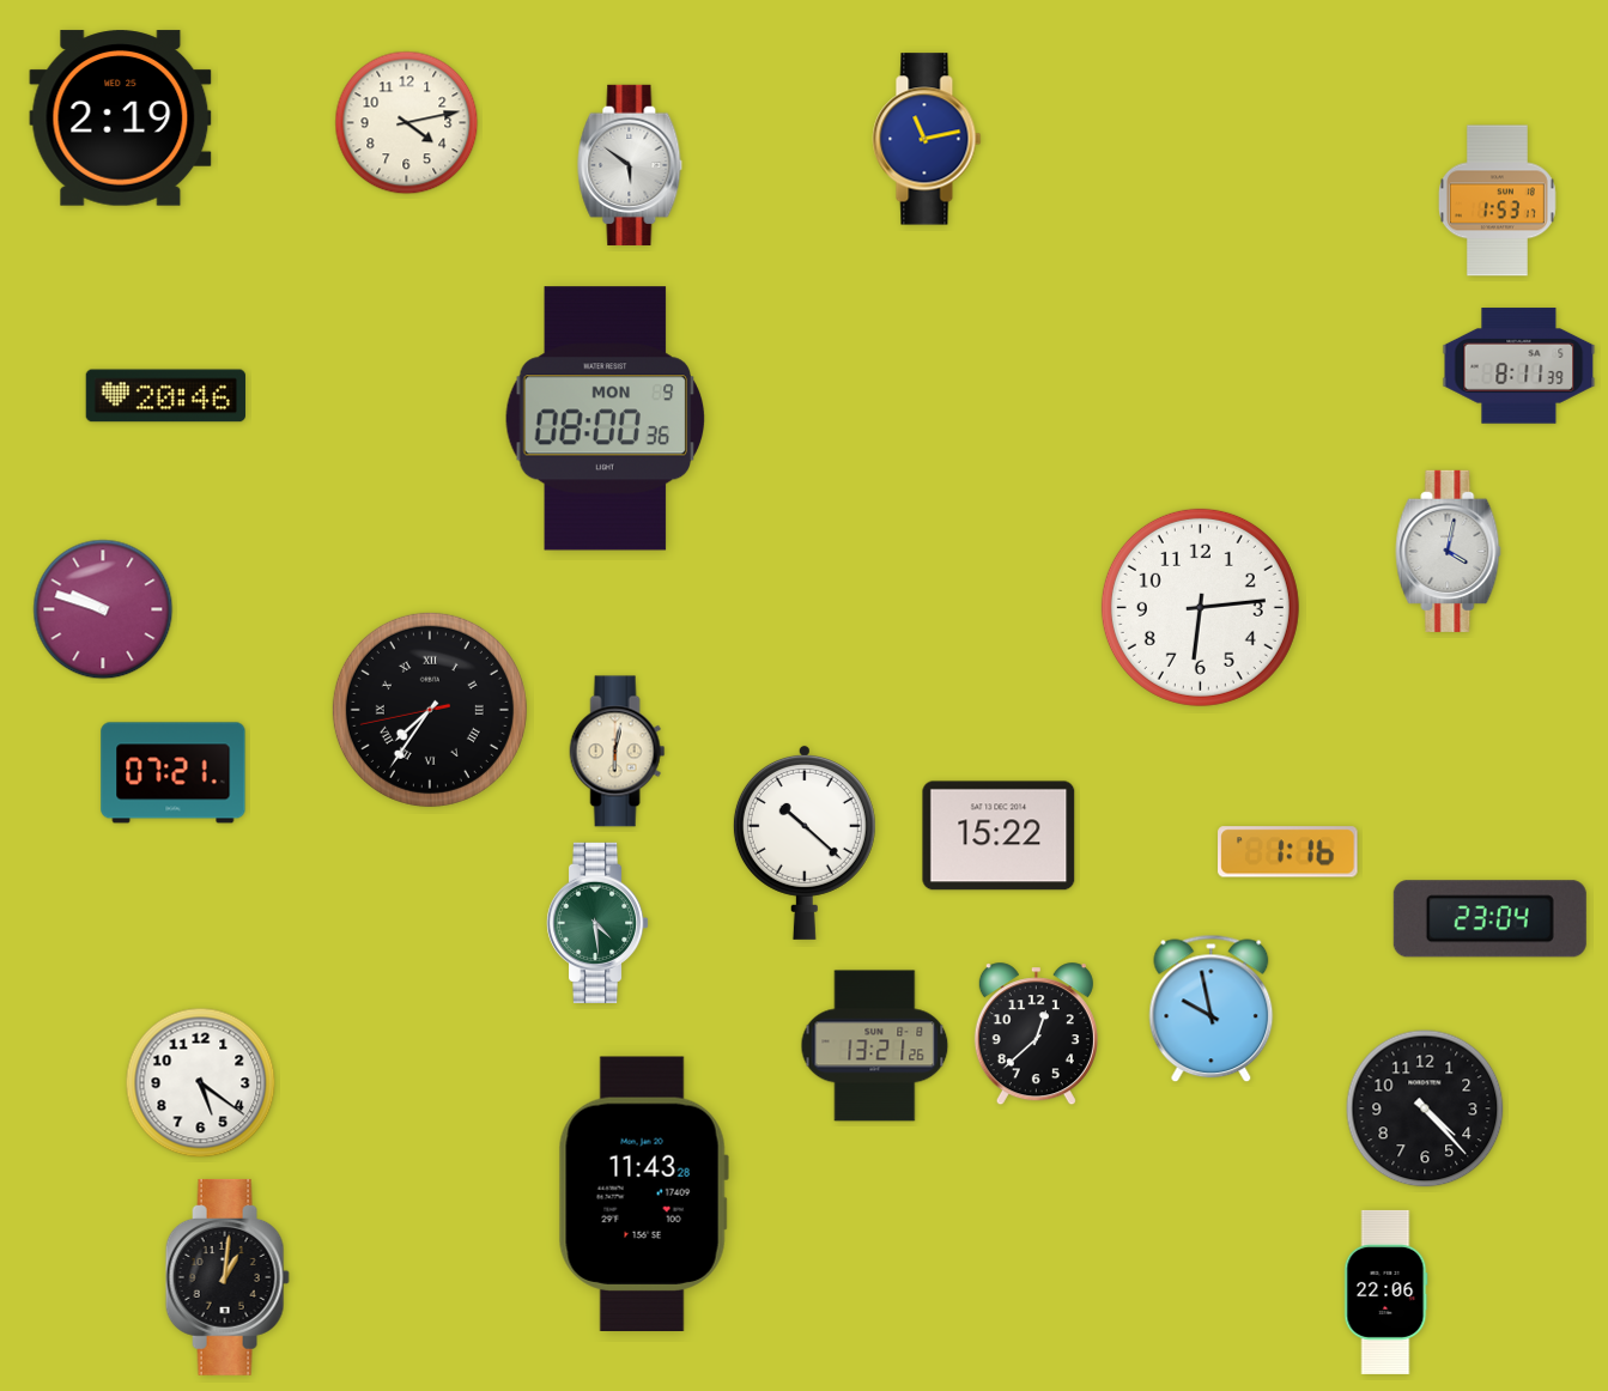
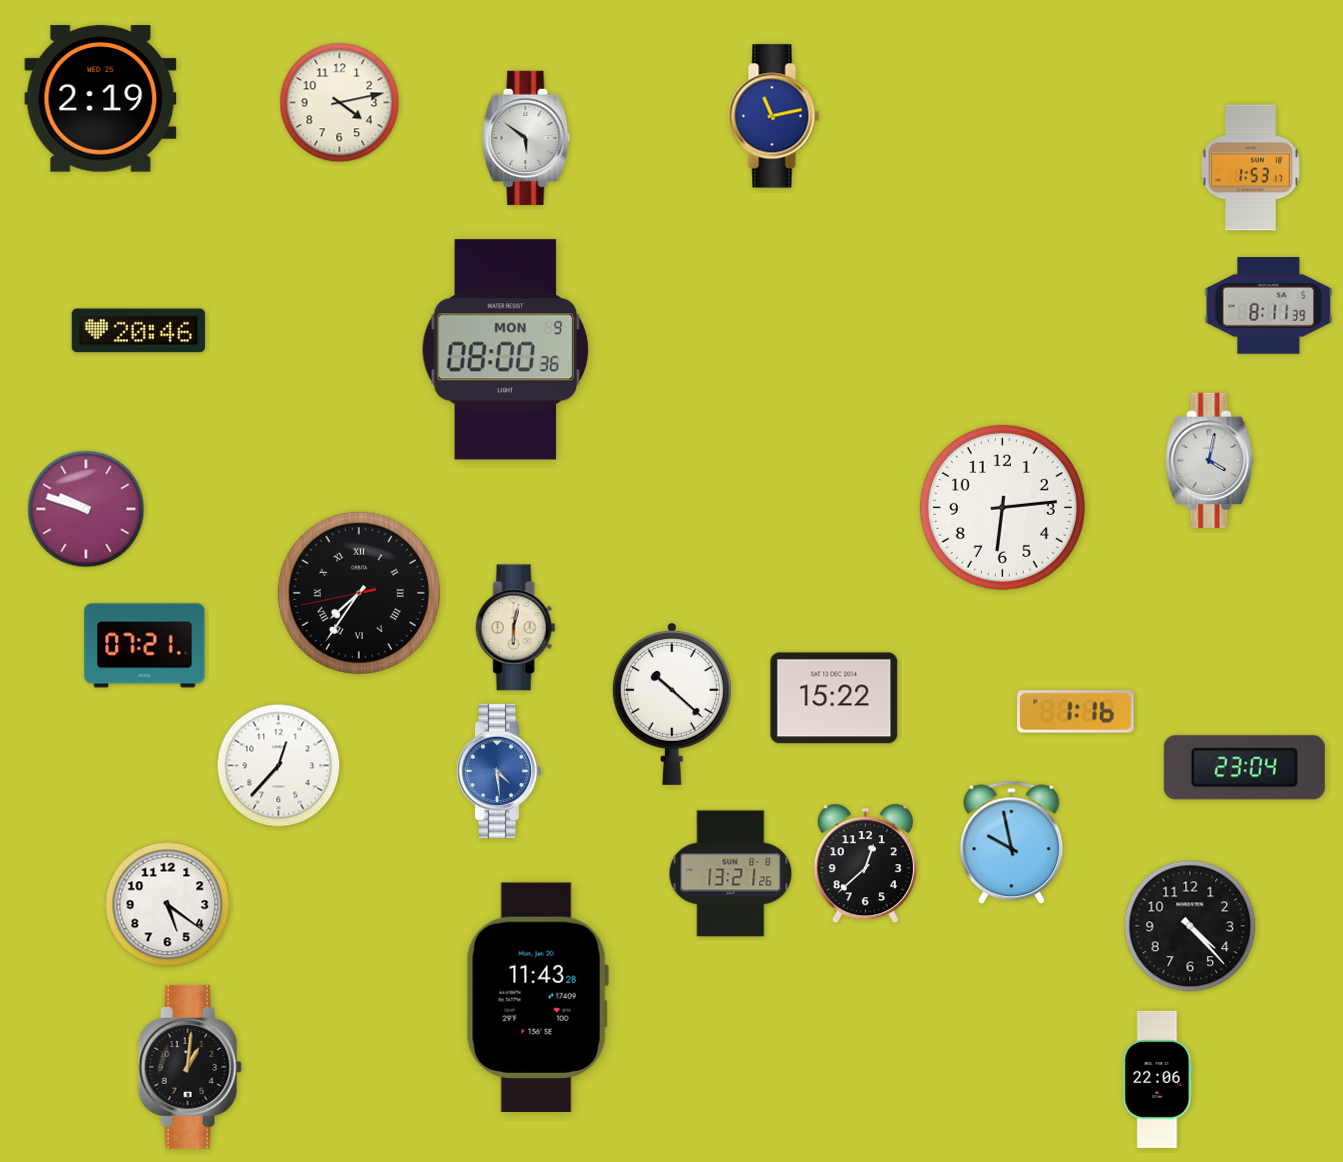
clock at (279, 766): none -> 12:37
clock at (597, 923) dial: green -> blue
